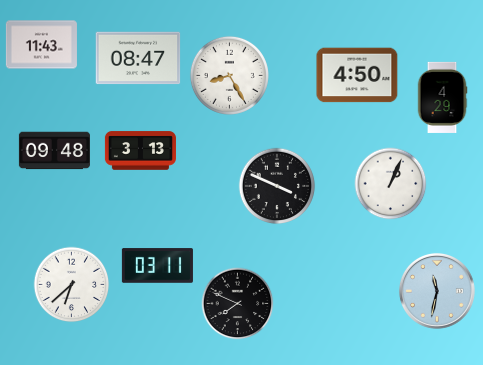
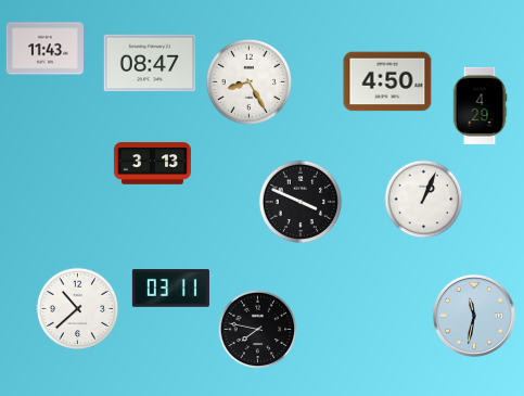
clock at (54, 151): 09:48 -> none
clock at (72, 285): 6:38 -> 10:38
clock at (238, 304): 7:49 -> 7:47
